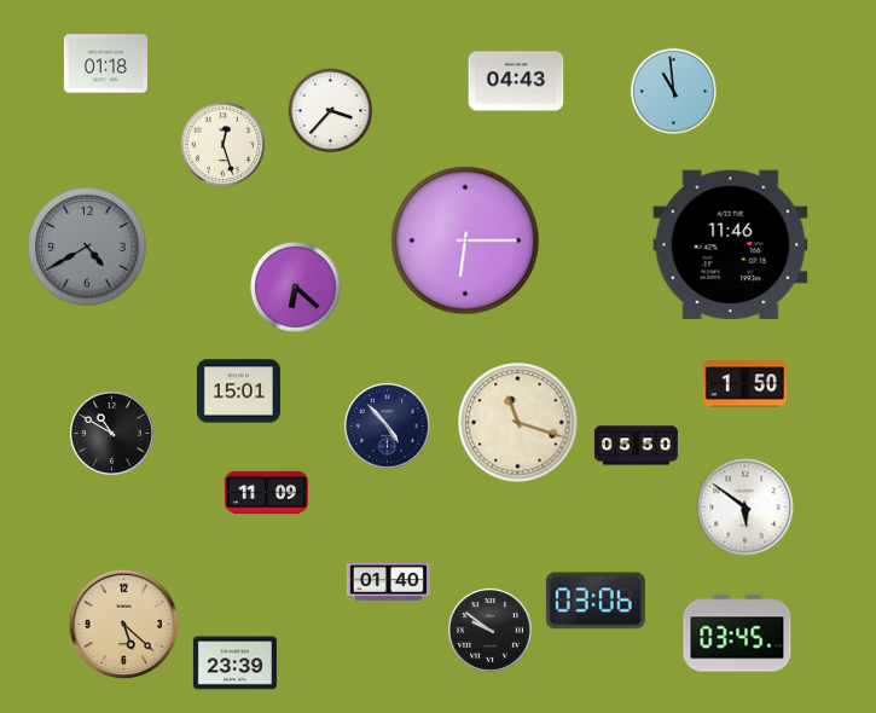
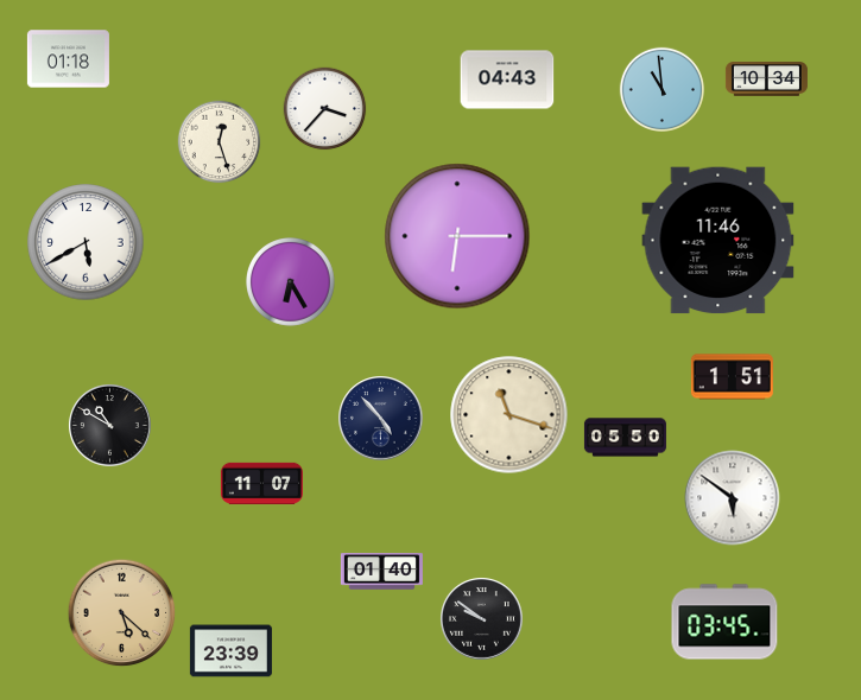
clock at (105, 64) position: (105, 64) -> (68, 59)
clock at (766, 79): none -> 10:34
clock at (87, 247): 4:40 -> 5:40
clock at (87, 247) dial: grey -> white
clock at (296, 288): 6:22 -> 6:25
clock at (744, 384): 1:50 -> 1:51
clock at (238, 392): 15:01 -> none
clock at (266, 492): 11:09 -> 11:07
clock at (596, 601): 03:06 -> none
